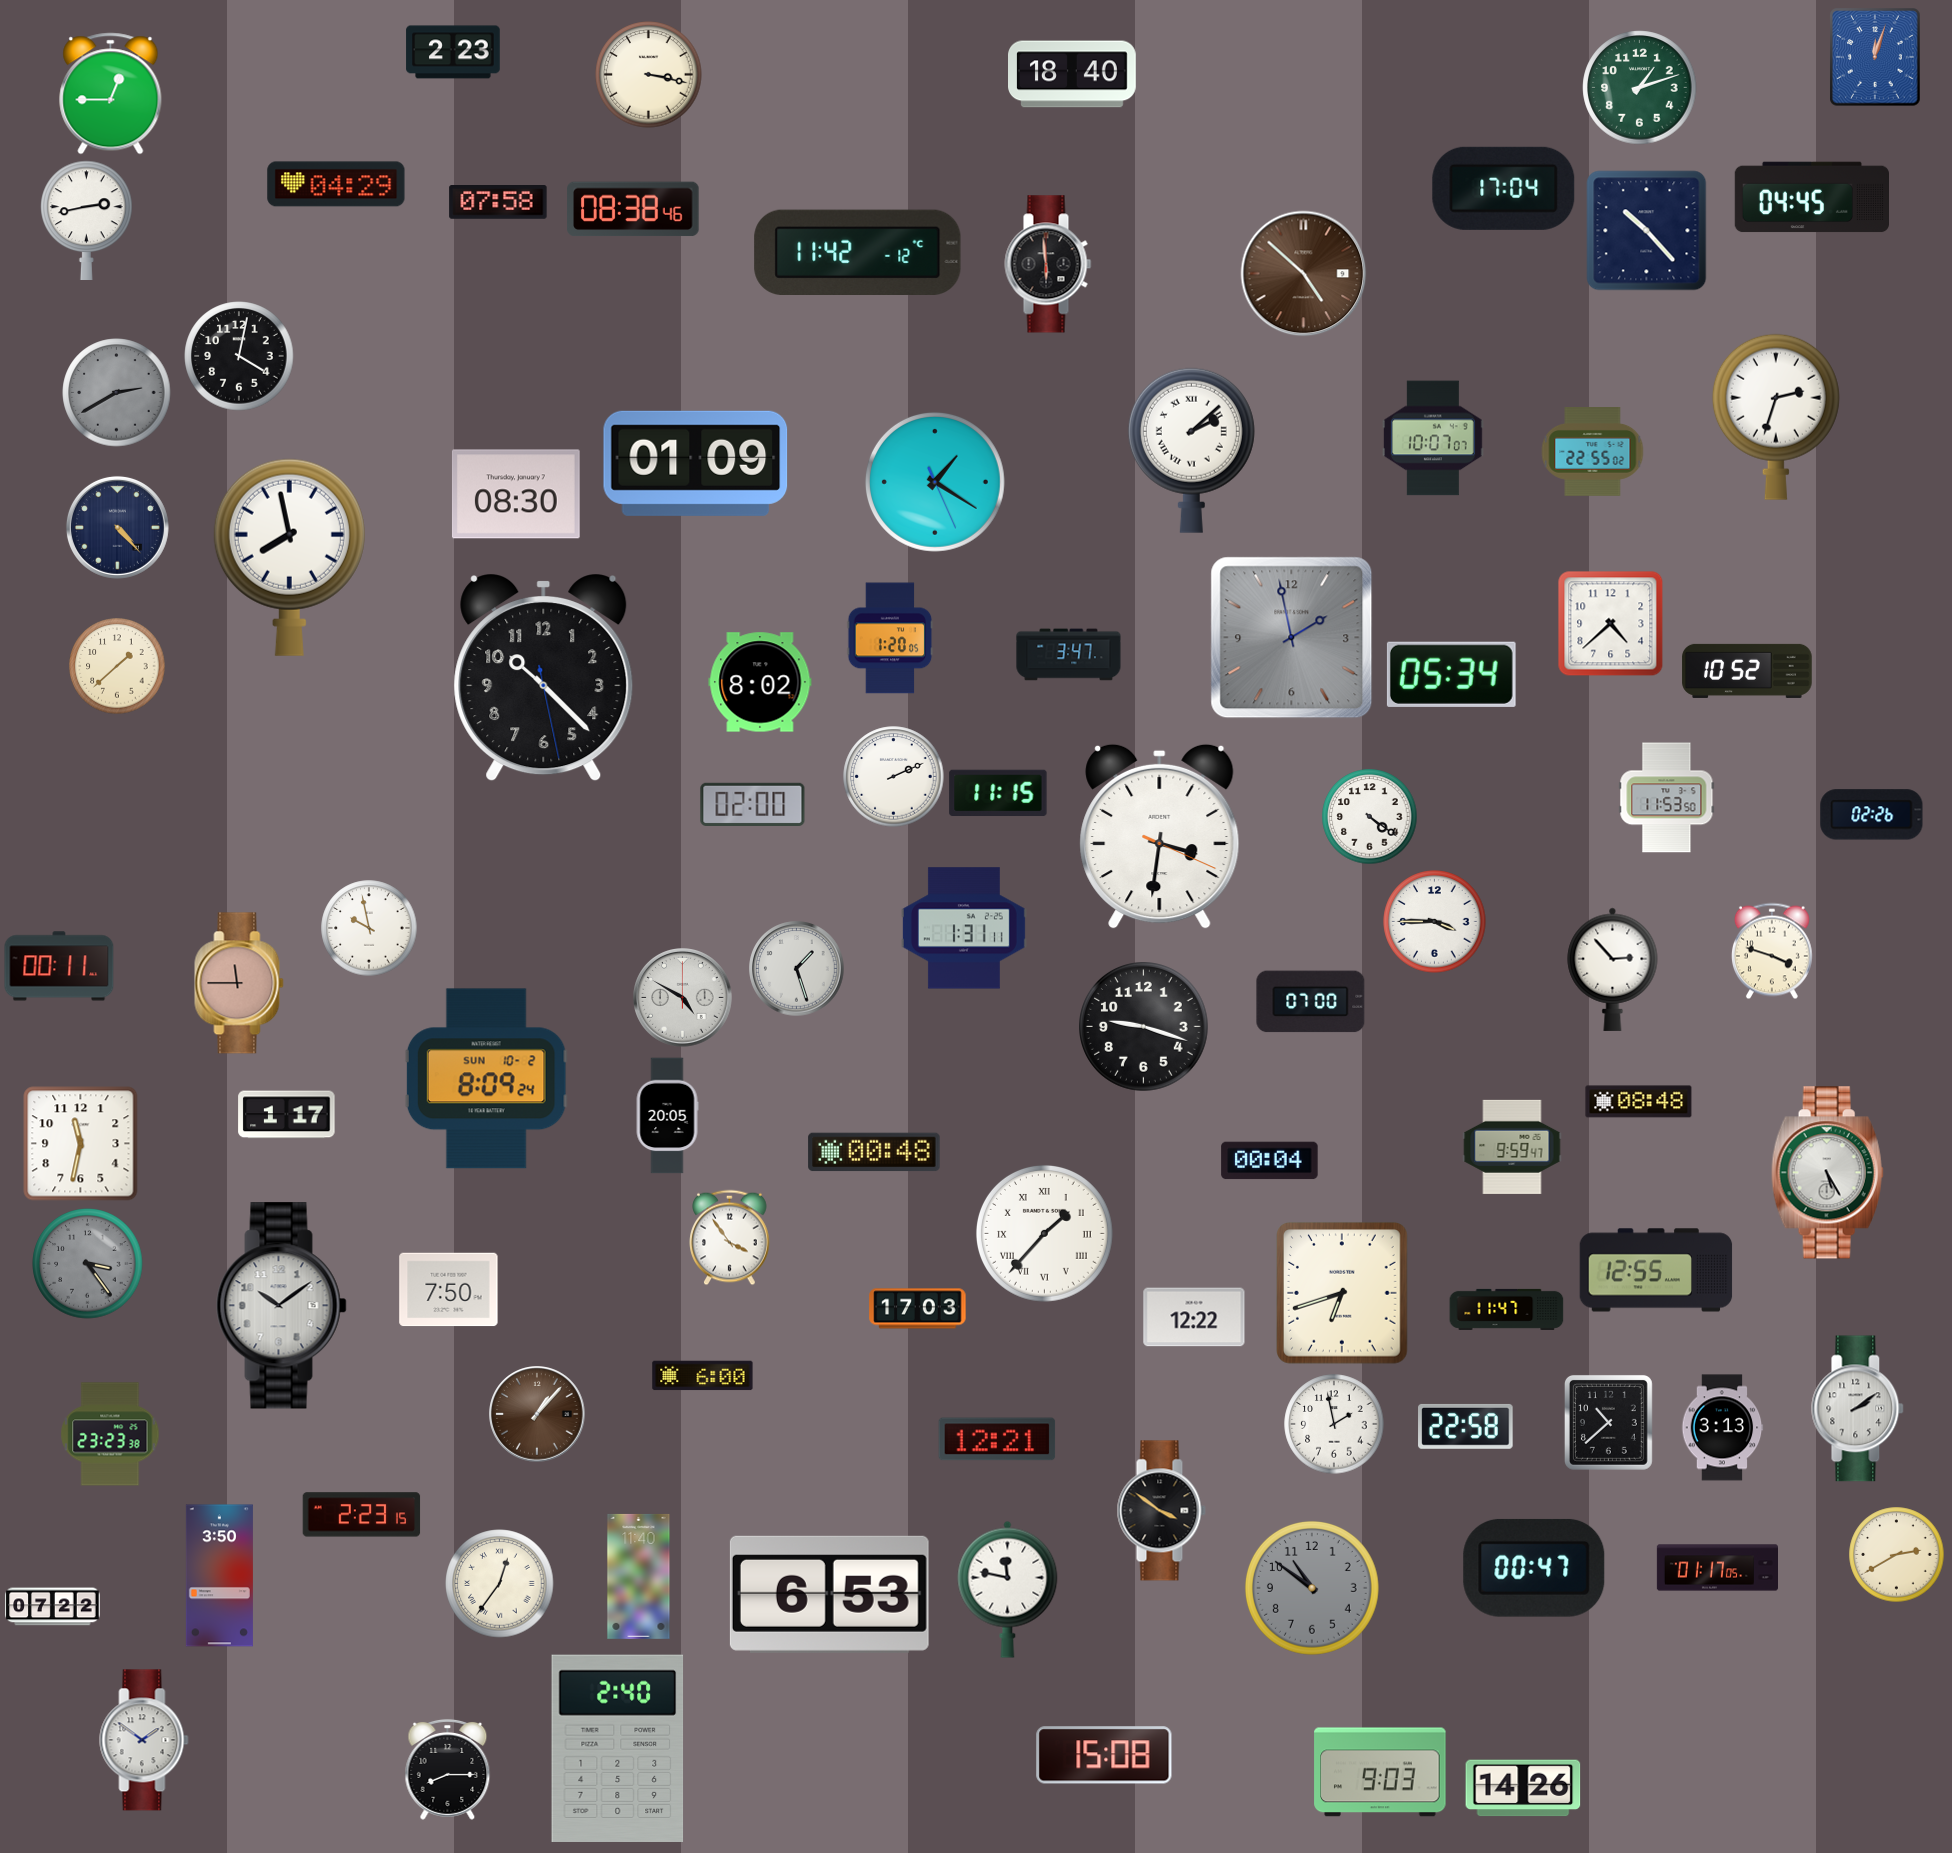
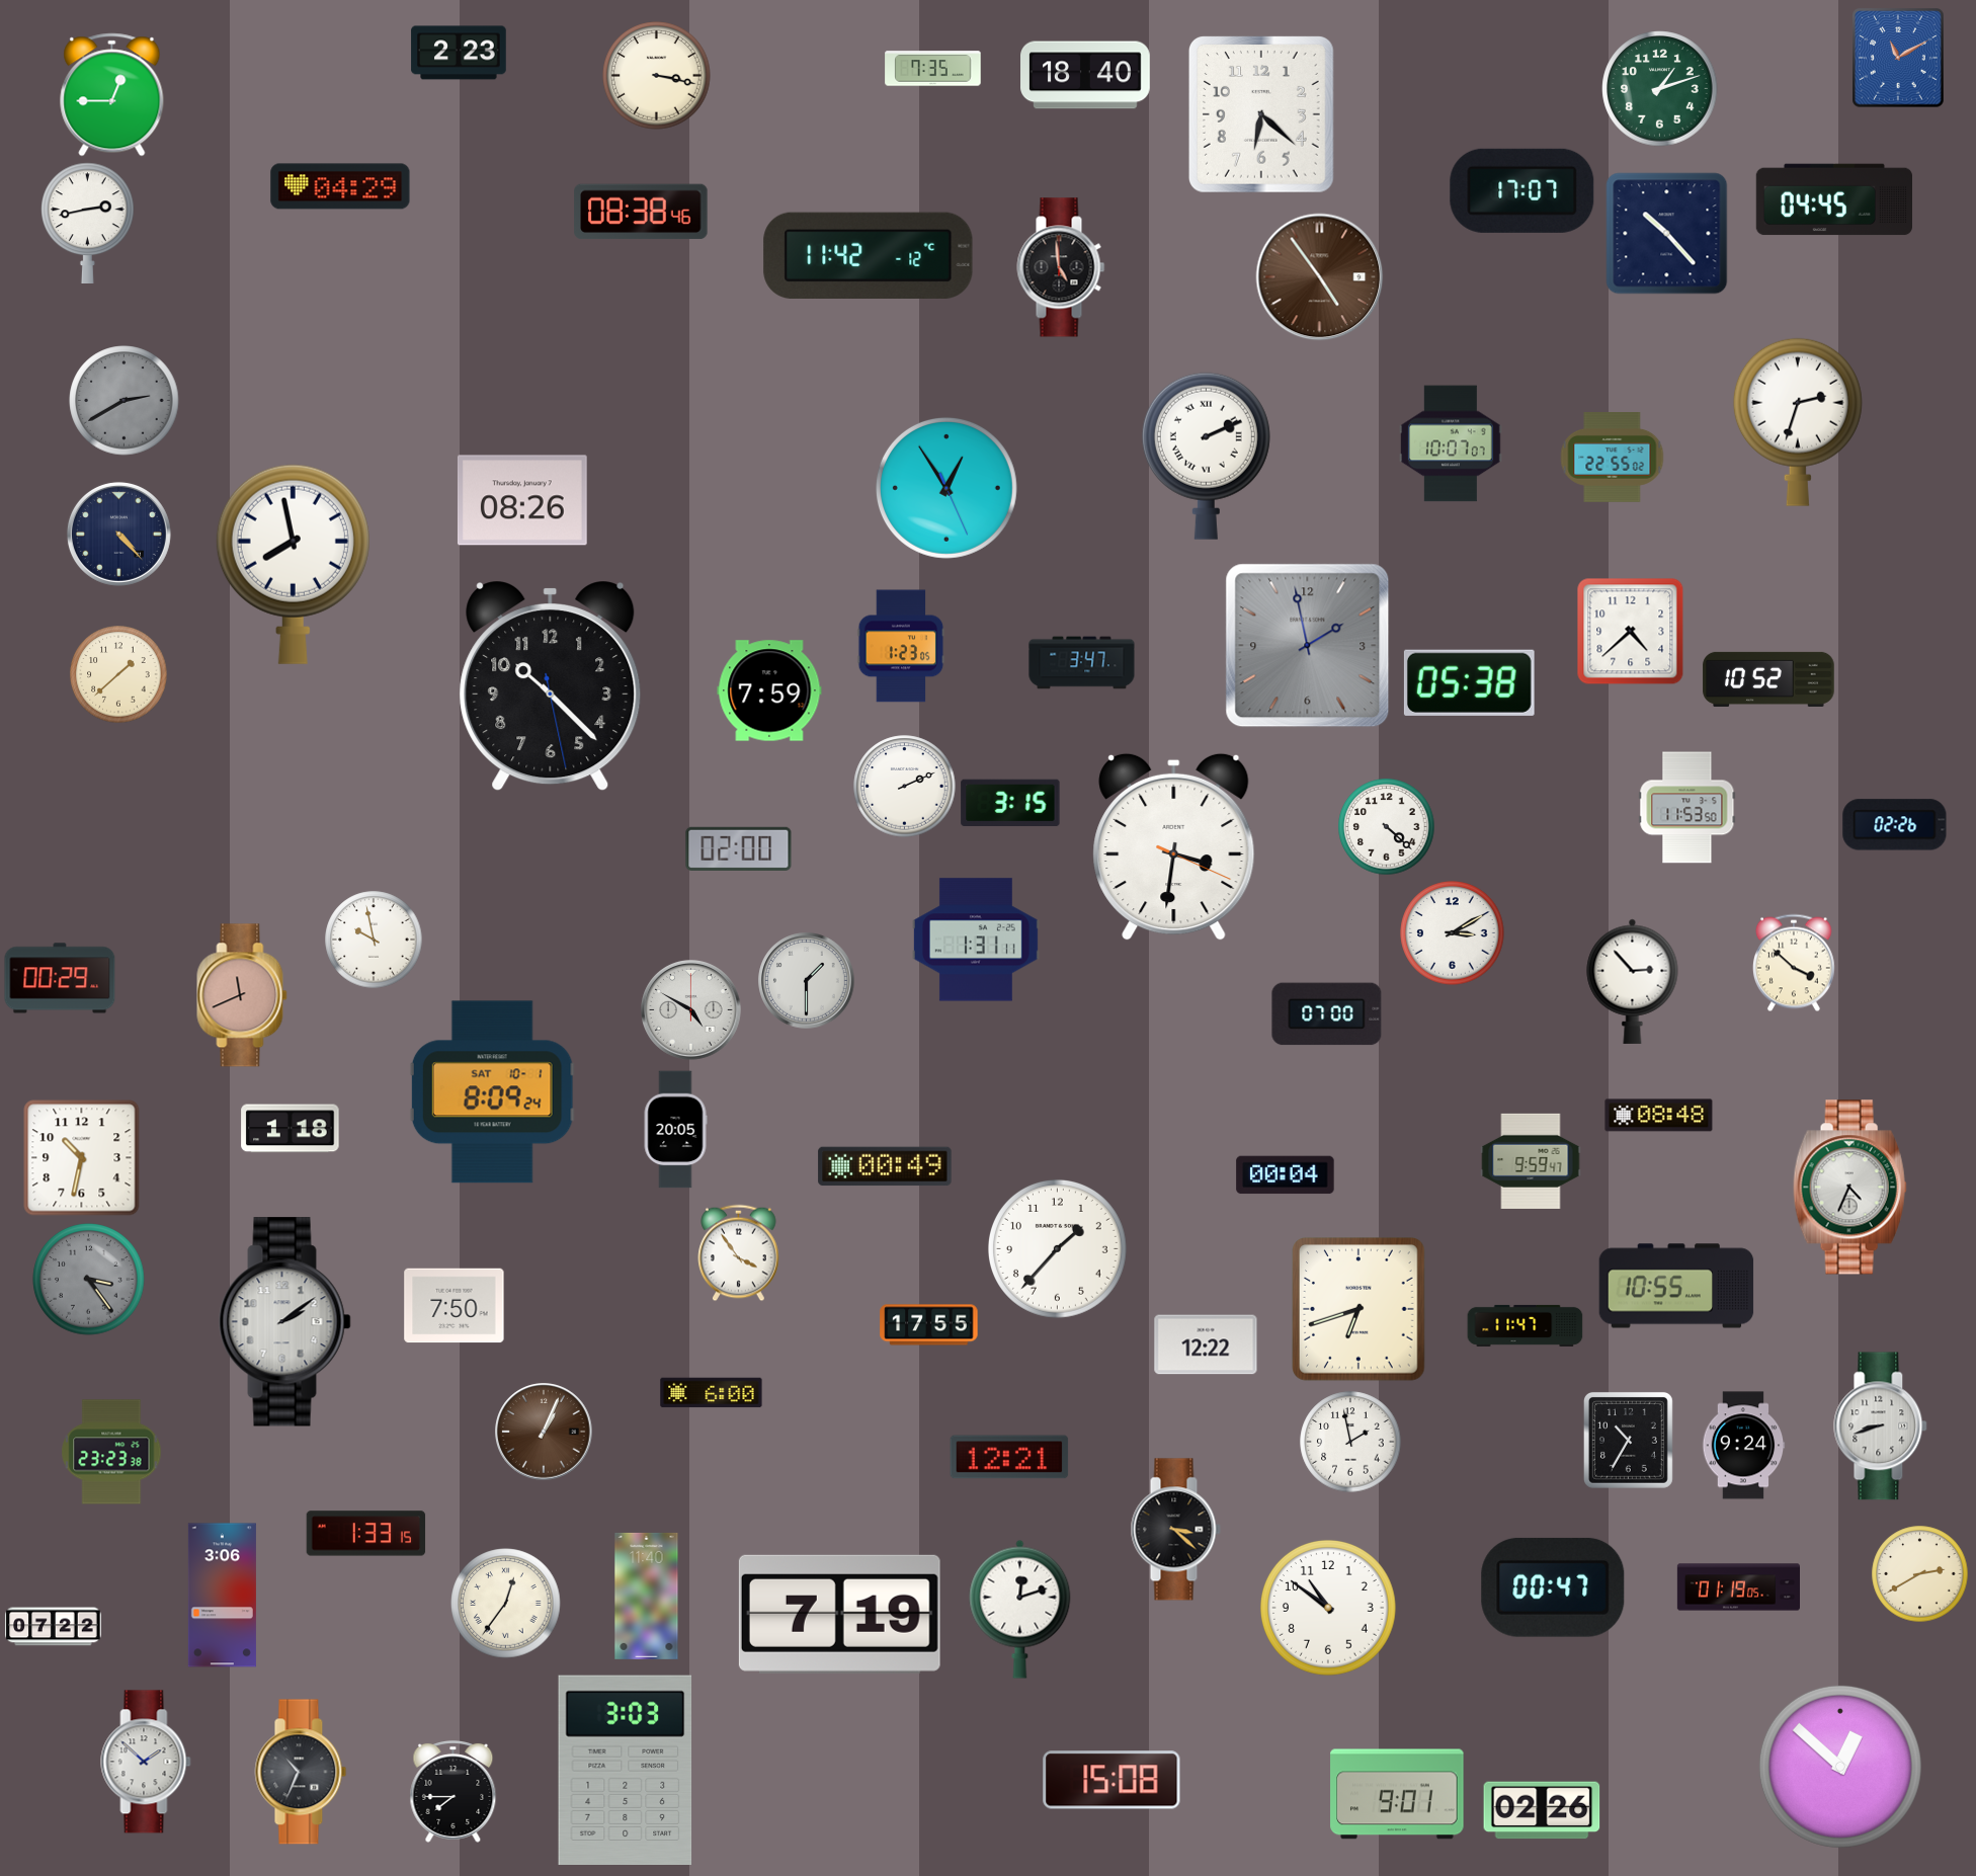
clock at (1875, 57): 12:03 -> 11:10
clock at (933, 69): none -> 7:35
clock at (1261, 114): none -> 6:22
clock at (1504, 188): 17:04 -> 17:07
clock at (498, 202): 07:58 -> none
clock at (1048, 264): 5:59 -> 4:59
clock at (1304, 274): 4:52 -> 4:54
clock at (239, 356): 4:02 -> none
clock at (117, 393) position: (117, 393) -> (125, 401)
clock at (1191, 450): 2:08 -> 2:11
clock at (696, 463): 01:09 -> none
clock at (935, 482): 1:20 -> 12:54
clock at (516, 494): 08:30 -> 08:26
clock at (890, 638): 1:20 -> 1:23
clock at (1451, 674): 05:34 -> 05:38
clock at (760, 682): 8:02 -> 7:59
clock at (998, 793): 11:15 -> 3:15
clock at (753, 804) position: (753, 804) -> (739, 848)
clock at (1370, 817): 4:21 -> 4:22
clock at (1435, 922): 3:45 -> 3:10
clock at (1772, 951): 3:48 -> 3:52
clock at (59, 966): 00:11 -> 00:29
clock at (797, 969): 1:27 -> 1:30
clock at (239, 983): 11:45 -> 11:41
clock at (1144, 1027): 9:18 -> none
clock at (486, 1079) date: SUN 10-2 -> SAT 10-1
clock at (287, 1115): 1:17 -> 1:18
clock at (81, 1144): 11:32 -> 10:32
clock at (874, 1152): 00:48 -> 00:49
clock at (1827, 1173): 5:25 -> 4:34
clock at (1044, 1233) numerals: Roman -> Arabic
clock at (1656, 1270): 12:55 -> 10:55
clock at (282, 1306): 10:09 -> 2:09
clock at (918, 1309): 17:03 -> 17:55
clock at (1194, 1317) position: (1194, 1317) -> (1206, 1344)
clock at (1858, 1409): 2:09 -> 8:42
clock at (537, 1414): 1:07 -> 1:04
clock at (1608, 1422): 10:38 -> 10:35
clock at (1466, 1426): 22:58 -> none
clock at (1723, 1428): 3:13 -> 9:24
clock at (1161, 1511): 3:51 -> 3:22
clock at (362, 1515): 2:23 -> 1:33
clock at (1717, 1568): 01:17 -> 01:19
clock at (219, 1576): 3:50 -> 3:06
clock at (1312, 1588) dial: grey -> white
clock at (1008, 1589): 11:47 -> 12:12
clock at (829, 1594): 6:53 -> 7:19
clock at (144, 1740): 1:51 -> 1:52
clock at (1840, 1767): none -> 12:52
clock at (618, 1748): 2:40 -> 3:03
clock at (301, 1772): none -> 10:34
clock at (1104, 1755) position: (1104, 1755) -> (1111, 1780)
clock at (448, 1769): 8:15 -> 7:45
clock at (1380, 1772): 9:03 -> 9:01
clock at (1523, 1788): 14:26 -> 02:26
